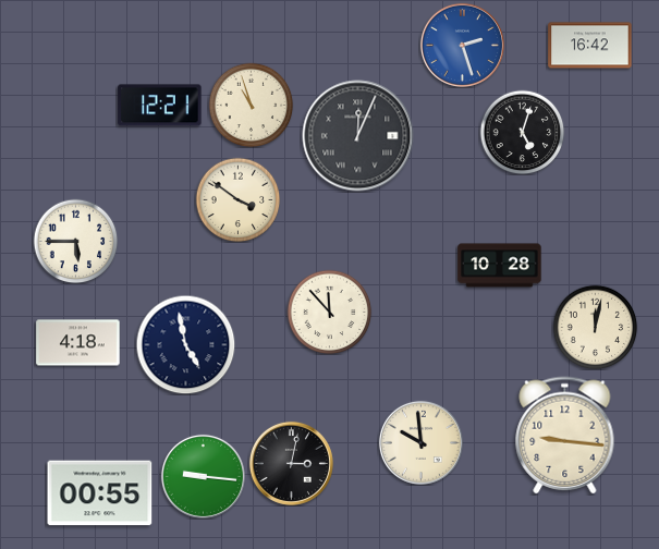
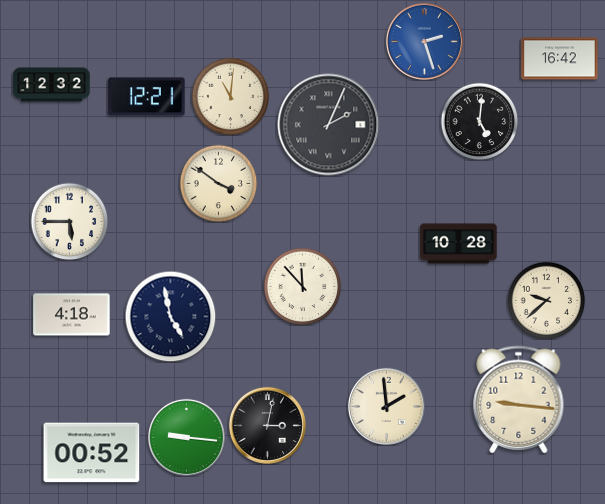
clock at (590, 46) position: (590, 46) -> (560, 59)
clock at (52, 85): none -> 12:32
clock at (251, 105): 10:57 -> 11:01
clock at (522, 132): 5:03 -> 5:01
clock at (358, 136): 12:04 -> 2:04
clock at (595, 327): 12:02 -> 9:38
clock at (420, 442): 9:59 -> 1:59
clock at (100, 493): 00:55 -> 00:52
